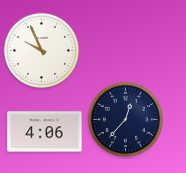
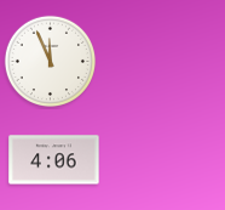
clock at (41, 50): 9:56 -> 11:56
clock at (125, 119): 12:37 -> none
